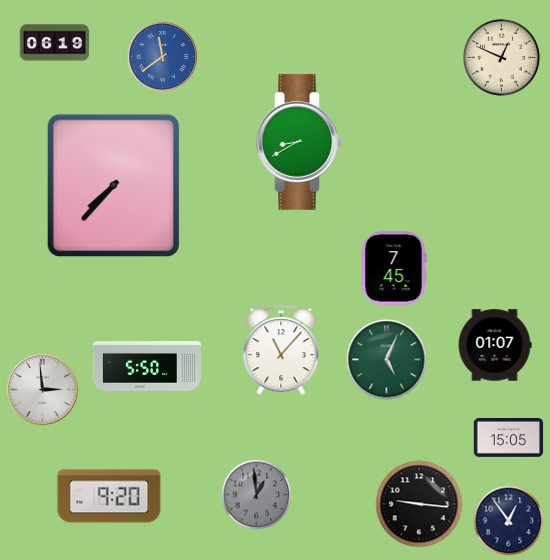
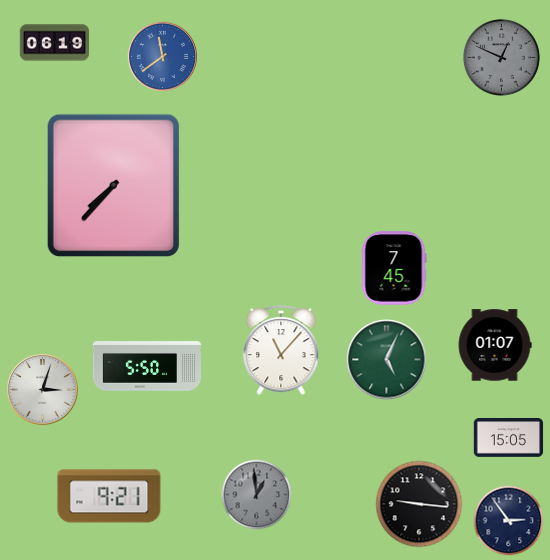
clock at (501, 57) dial: cream -> grey
clock at (299, 142): 8:40 -> none
clock at (42, 389): 2:59 -> 3:03
clock at (109, 496): 9:20 -> 9:21
clock at (509, 521): 12:54 -> 2:54
